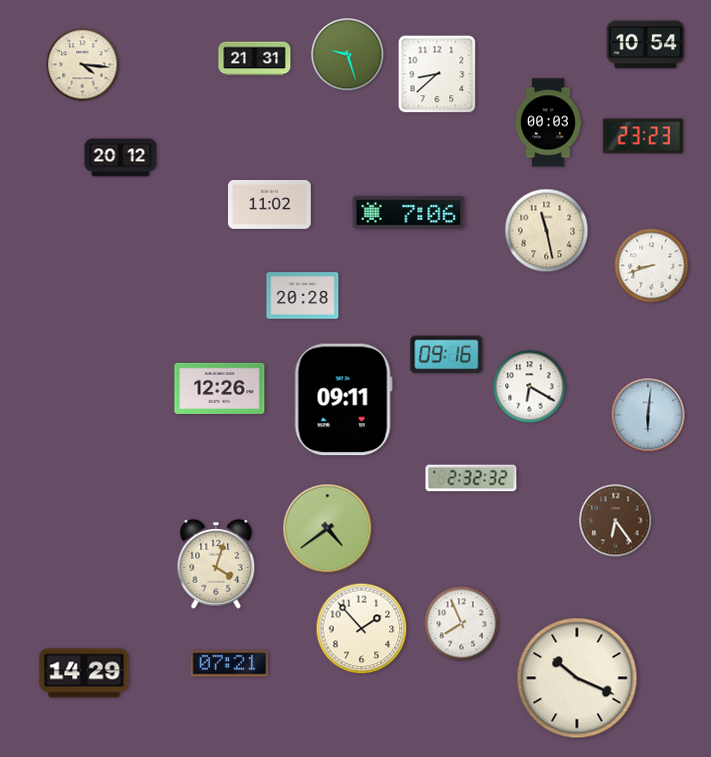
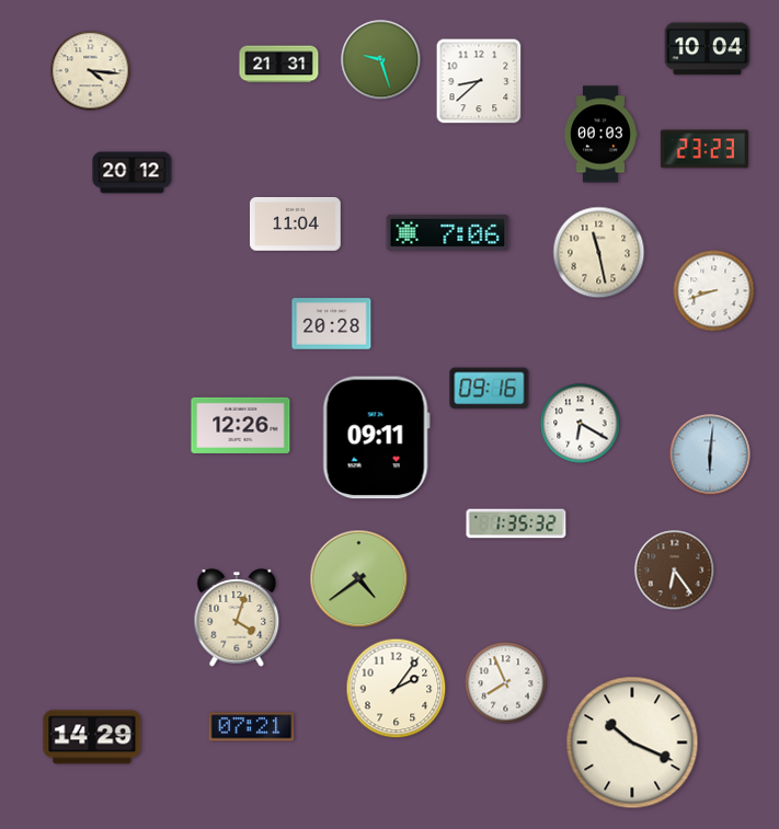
clock at (646, 45): 10:54 -> 10:04
clock at (270, 204): 11:02 -> 11:04
clock at (471, 478): 2:32 -> 1:35
clock at (362, 629): 1:53 -> 2:06
